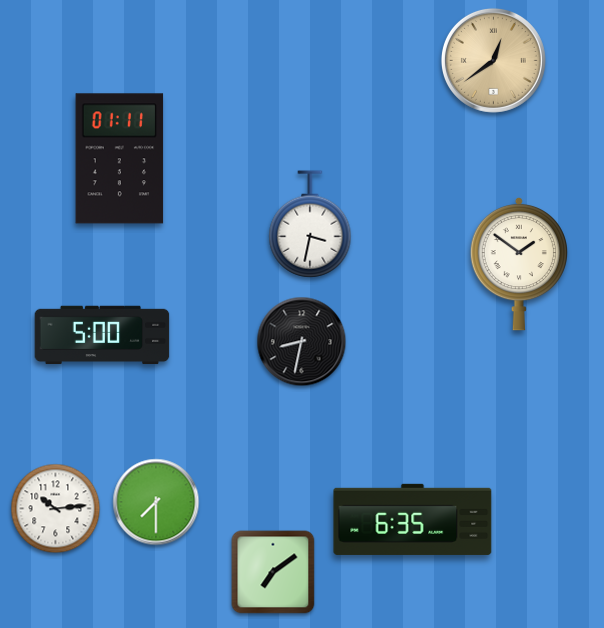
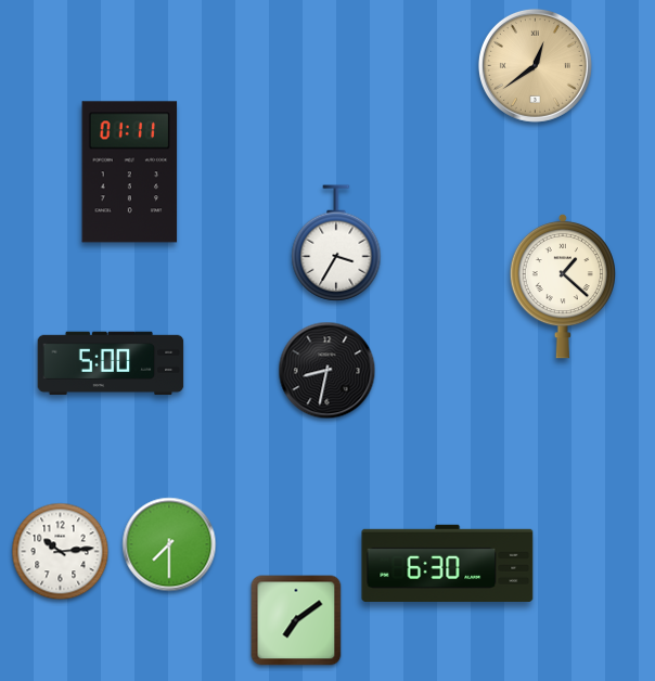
clock at (310, 224): 3:32 -> 3:35
clock at (519, 264): 1:51 -> 1:22
clock at (413, 519): 6:35 -> 6:30
